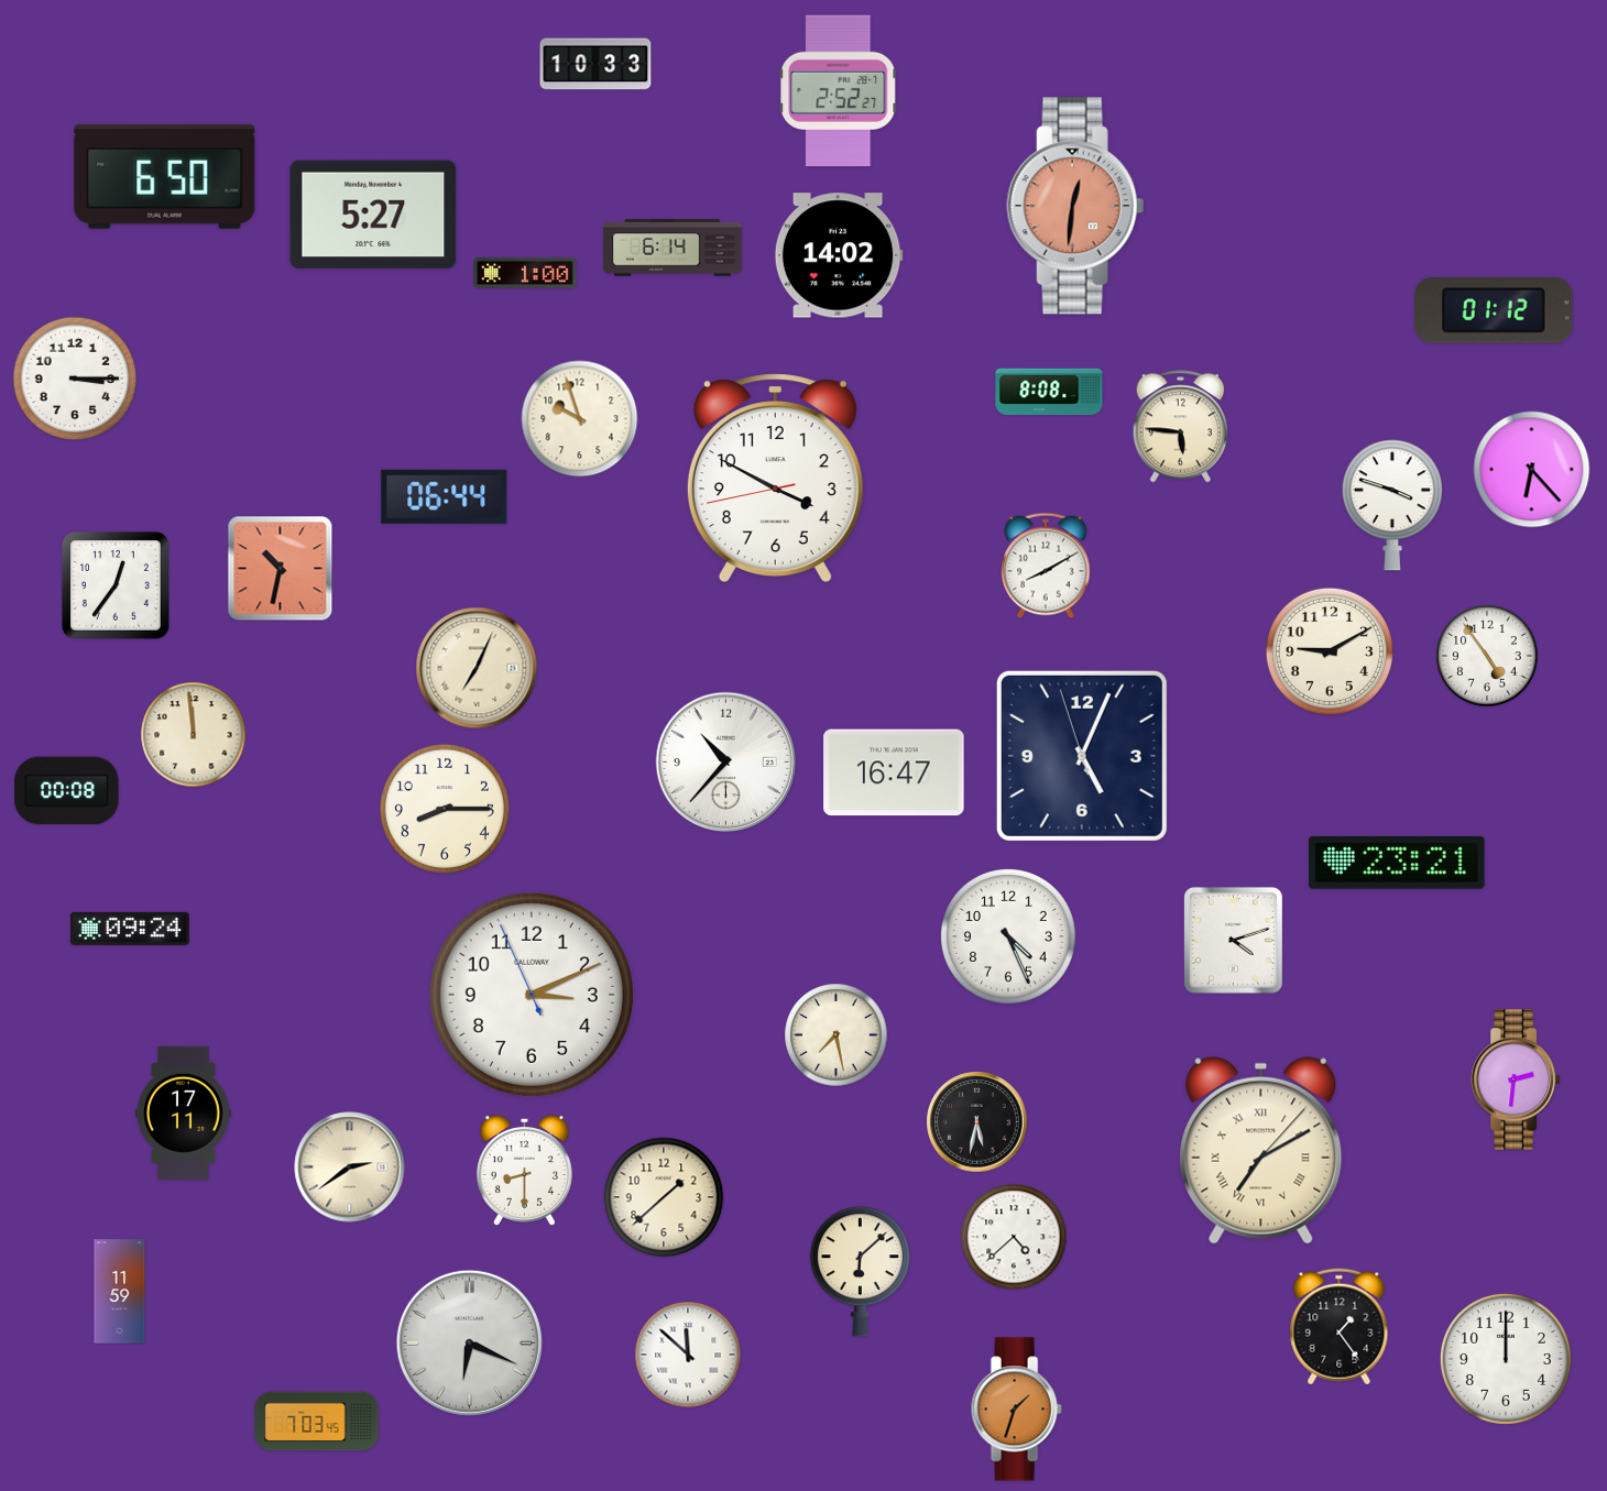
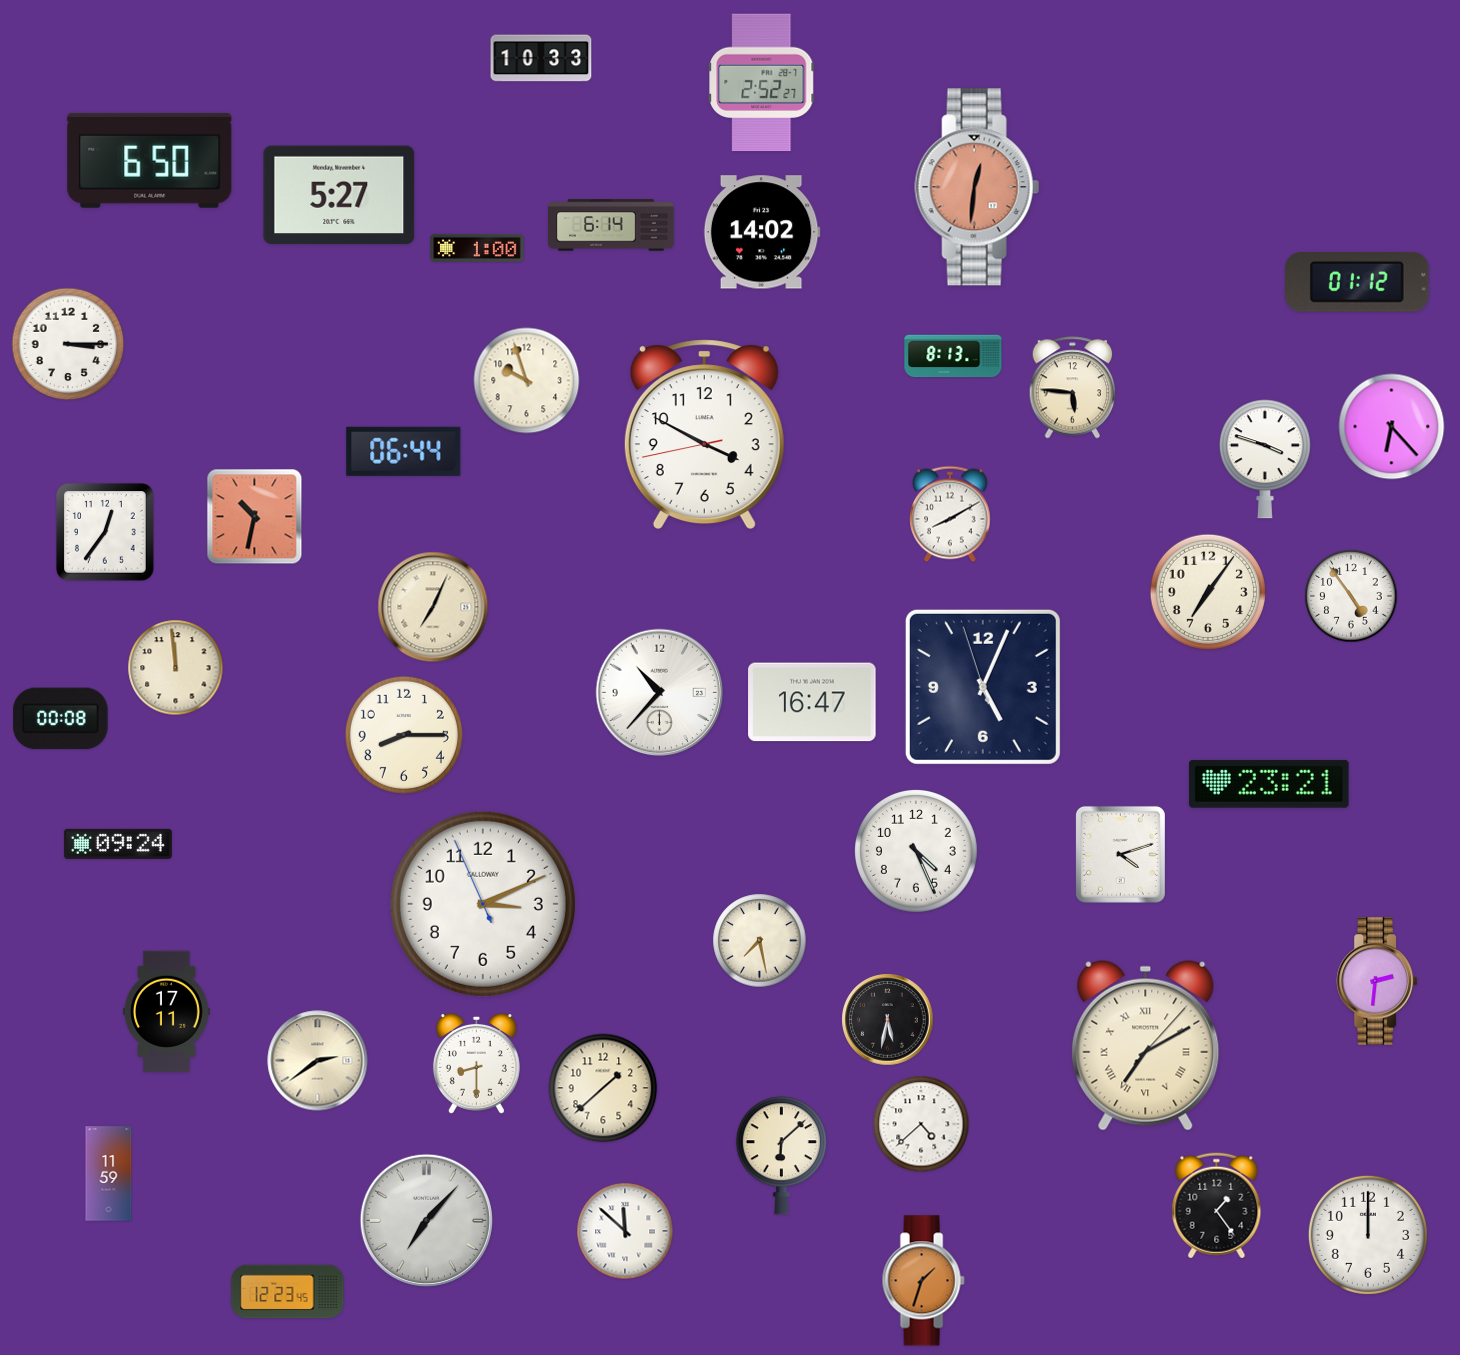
clock at (1049, 392): 8:08 -> 8:13
clock at (1330, 651): 9:10 -> 7:06
clock at (469, 1342): 6:19 -> 7:07
clock at (317, 1422): 7:03 -> 12:23
